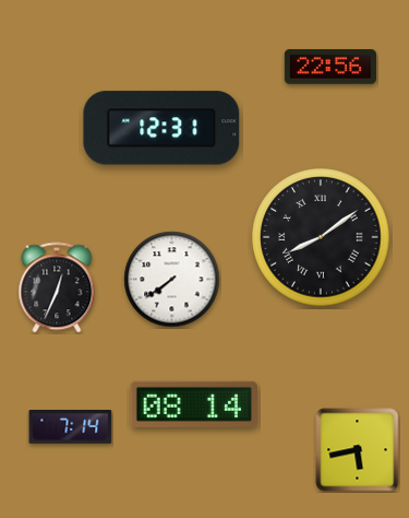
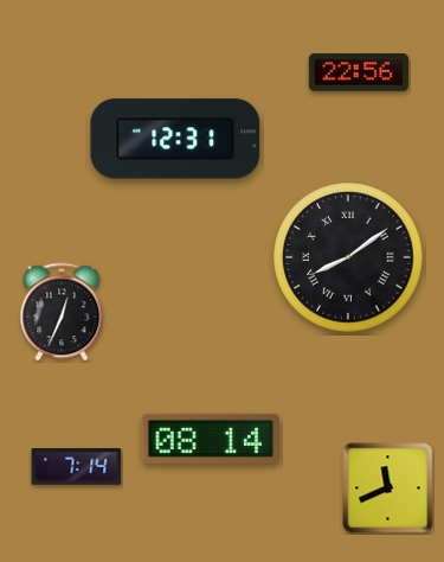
clock at (172, 280): 7:39 -> none
clock at (71, 427) position: (71, 427) -> (77, 467)
clock at (358, 450): 5:43 -> 11:41
